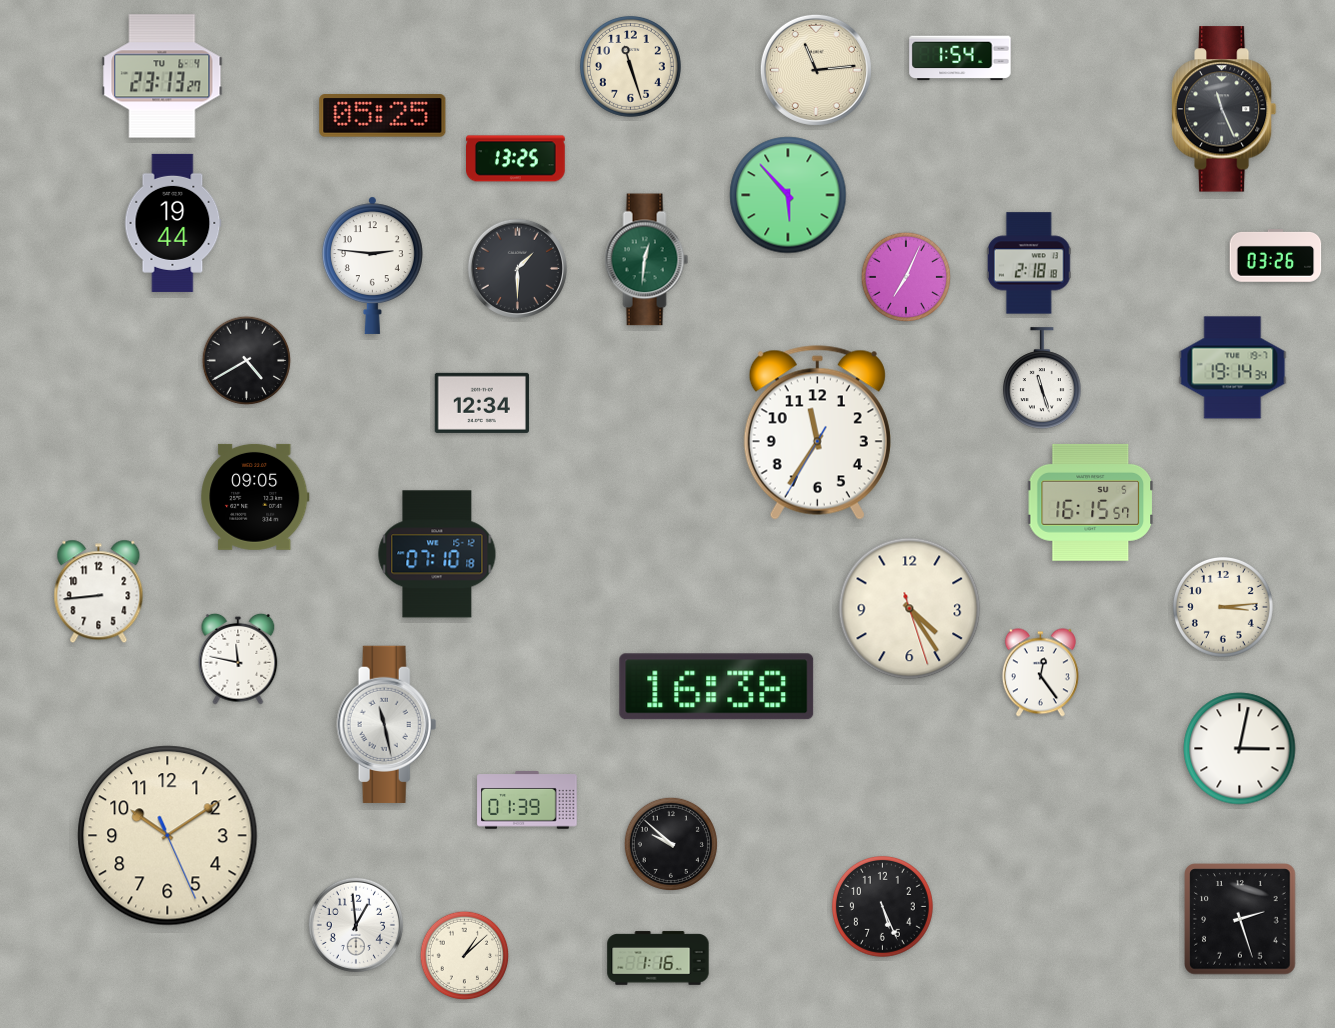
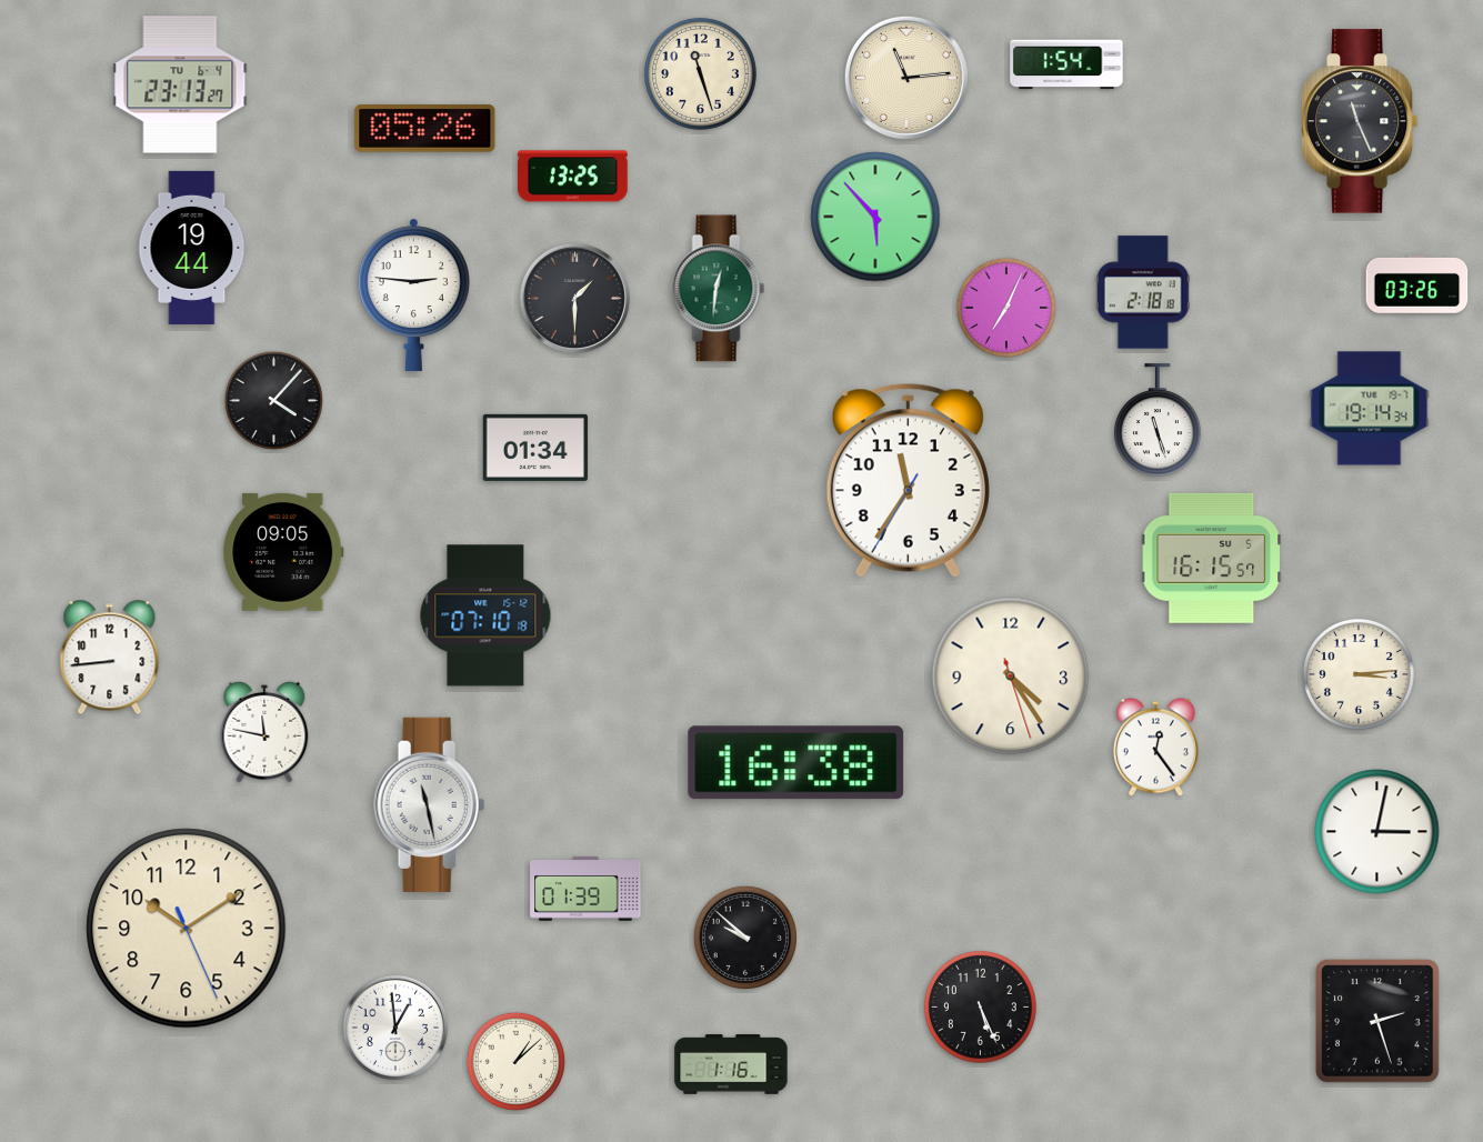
clock at (383, 116): 05:25 -> 05:26
clock at (247, 361): 4:40 -> 4:07
clock at (482, 403): 12:34 -> 01:34
